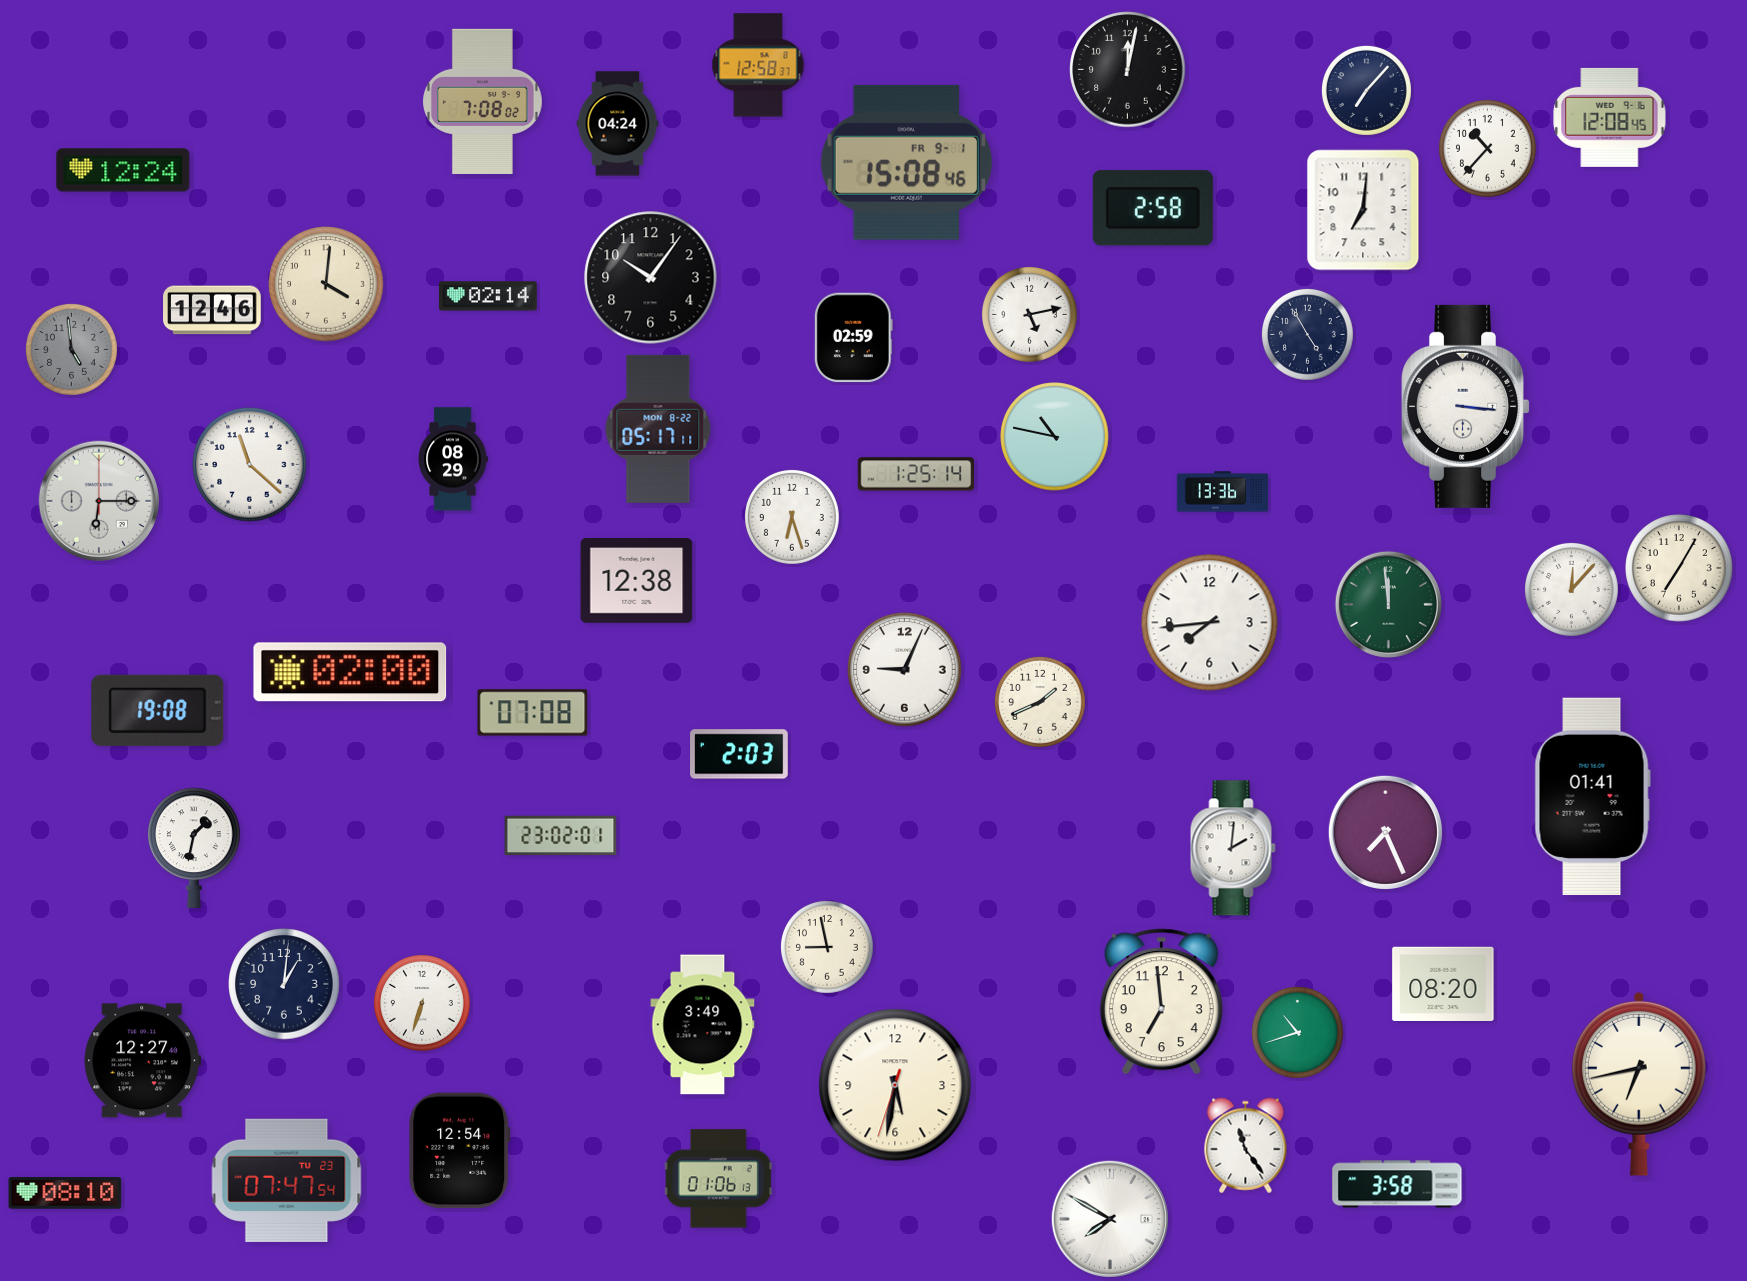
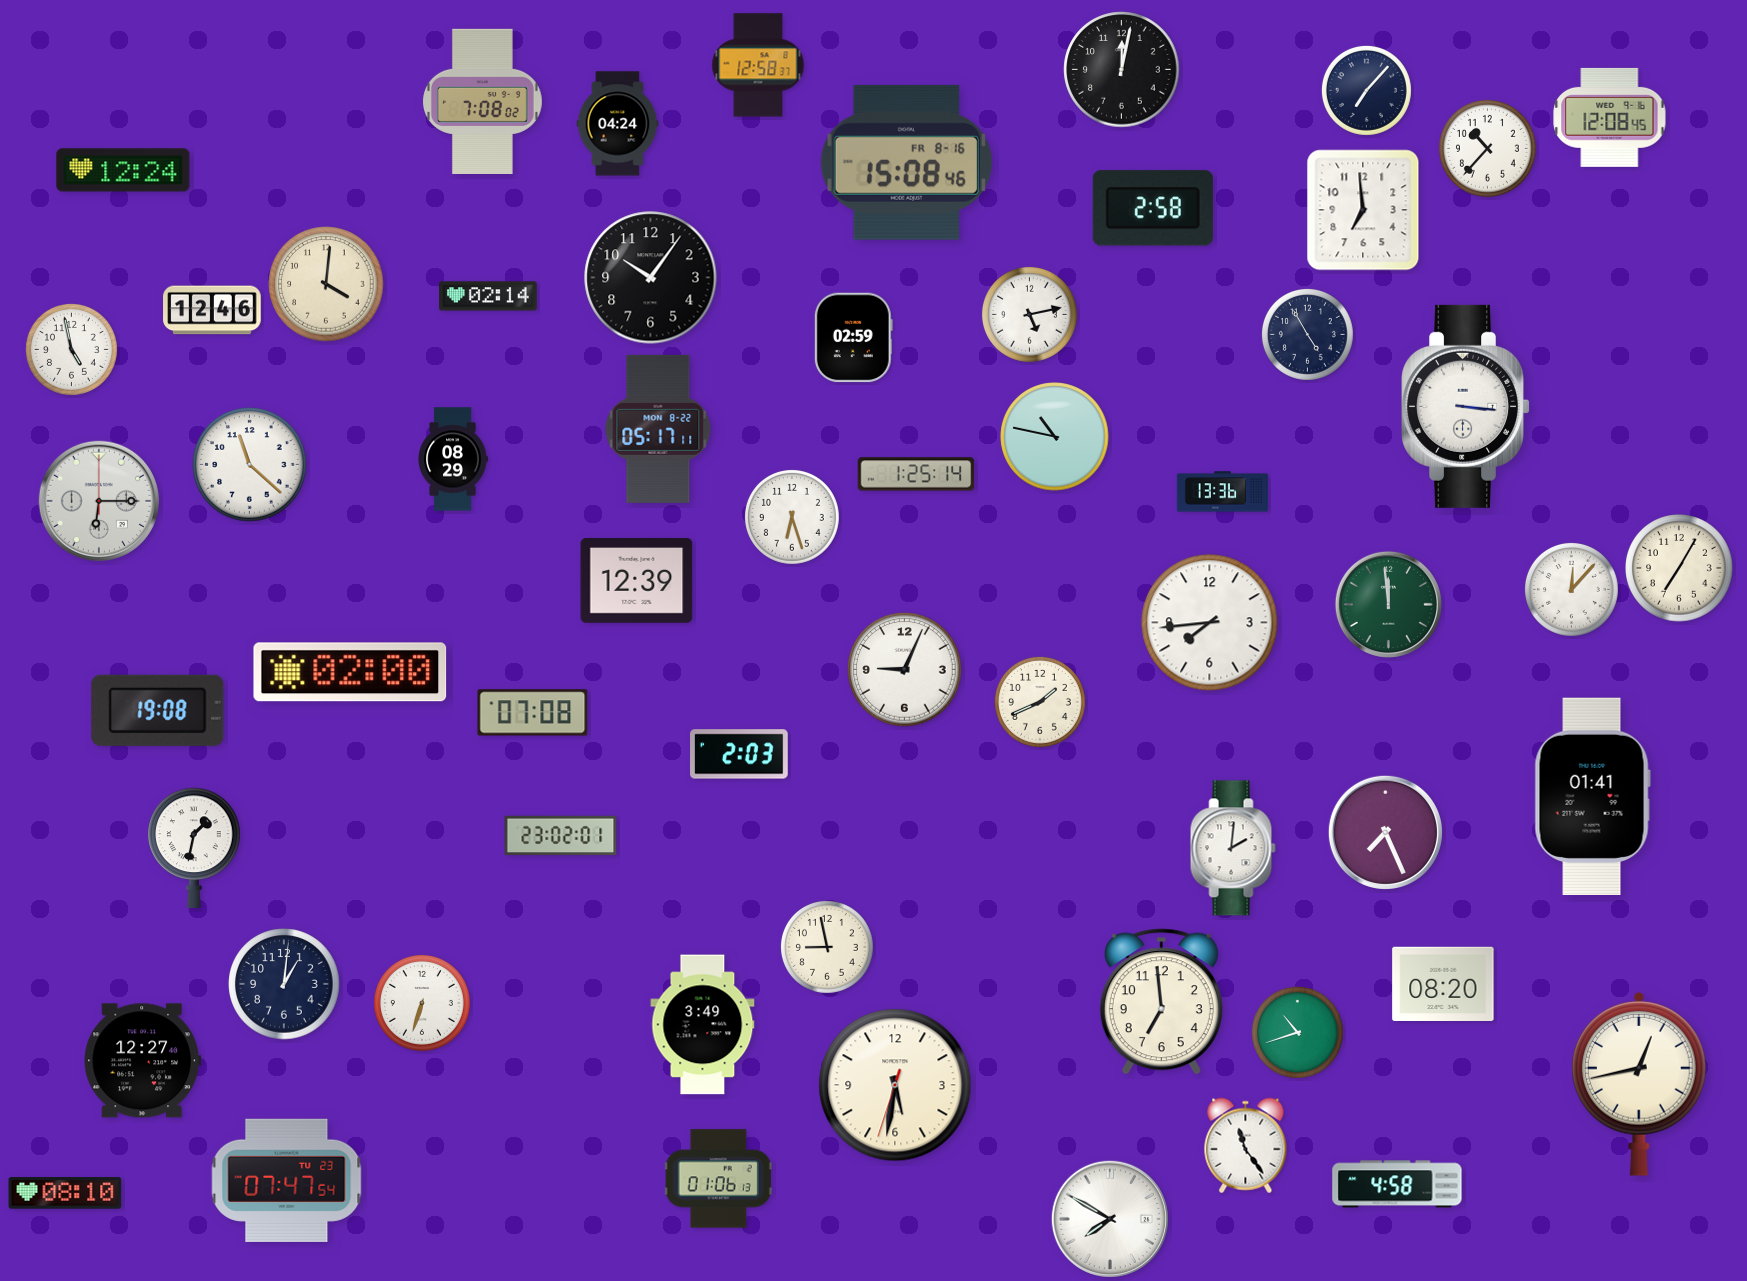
clock at (1128, 70) position: (1128, 70) -> (1122, 70)
clock at (906, 162) date: FR 9-1 -> FR 8-16
clock at (1363, 210): 7:01 -> 6:59
clock at (71, 349): 4:59 -> 4:58
clock at (71, 349) dial: grey -> white
clock at (637, 581): 12:38 -> 12:39
clock at (1640, 1084): 6:43 -> 12:43
clock at (460, 1151): 12:54 -> none
clock at (1397, 1184): 3:58 -> 4:58
